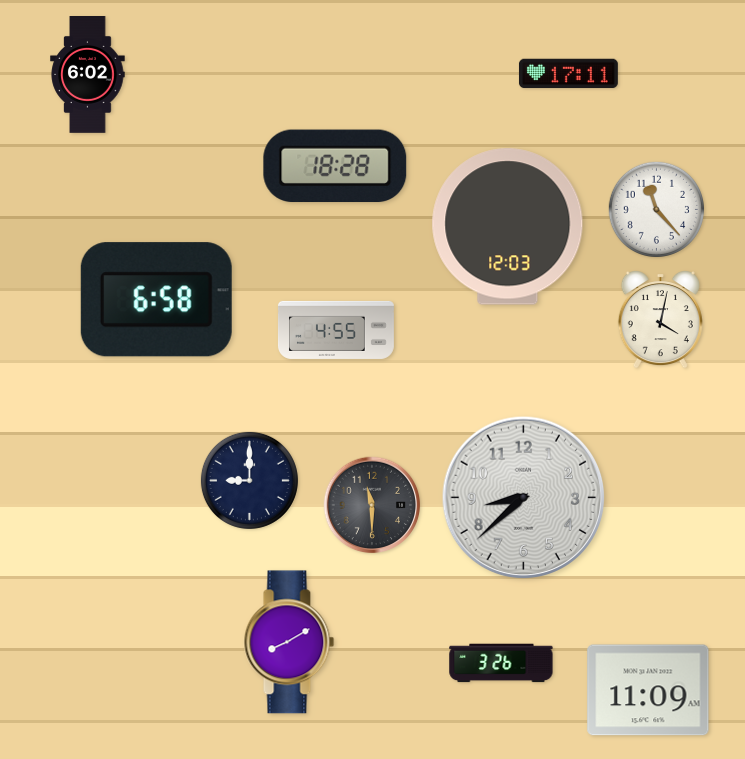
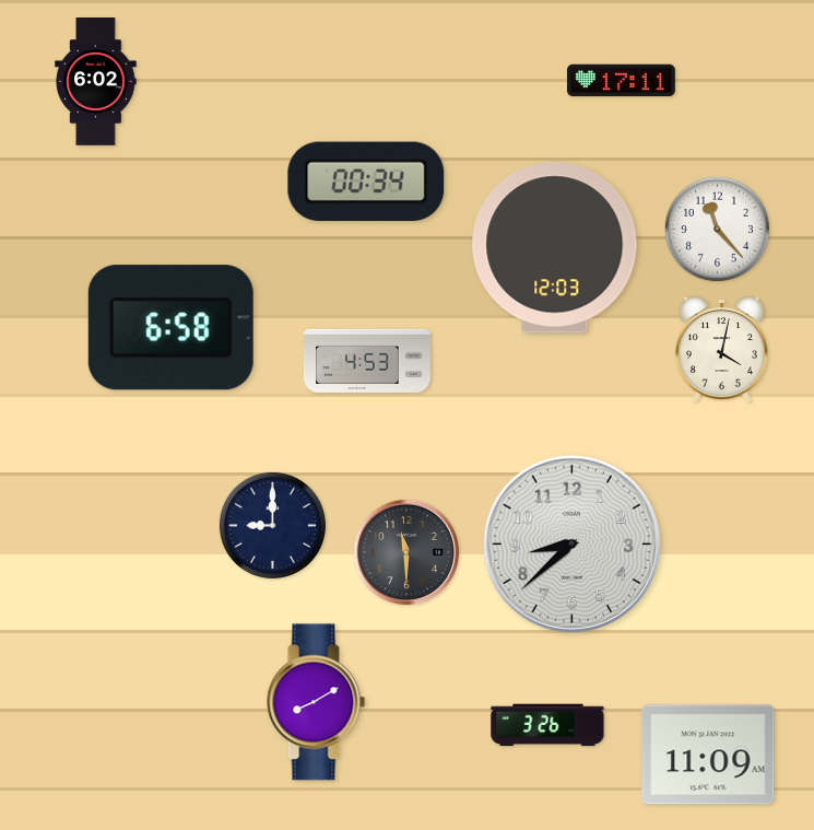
clock at (335, 166): 18:28 -> 00:34
clock at (336, 330): 4:55 -> 4:53
